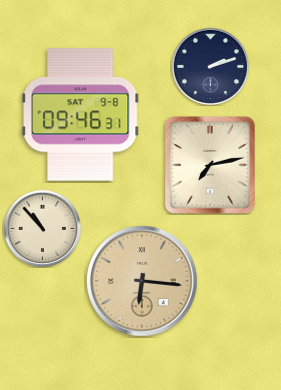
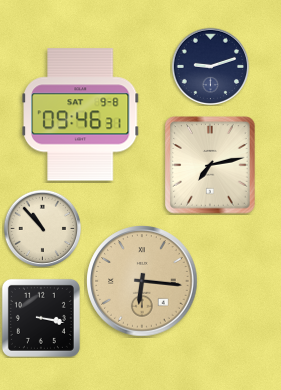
clock at (210, 66): 2:12 -> 9:12
clock at (41, 318): none -> 3:17
